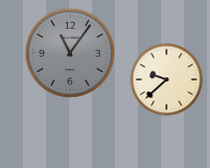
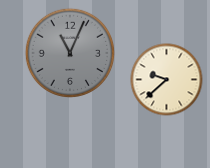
clock at (69, 52): 11:06 -> 11:04
